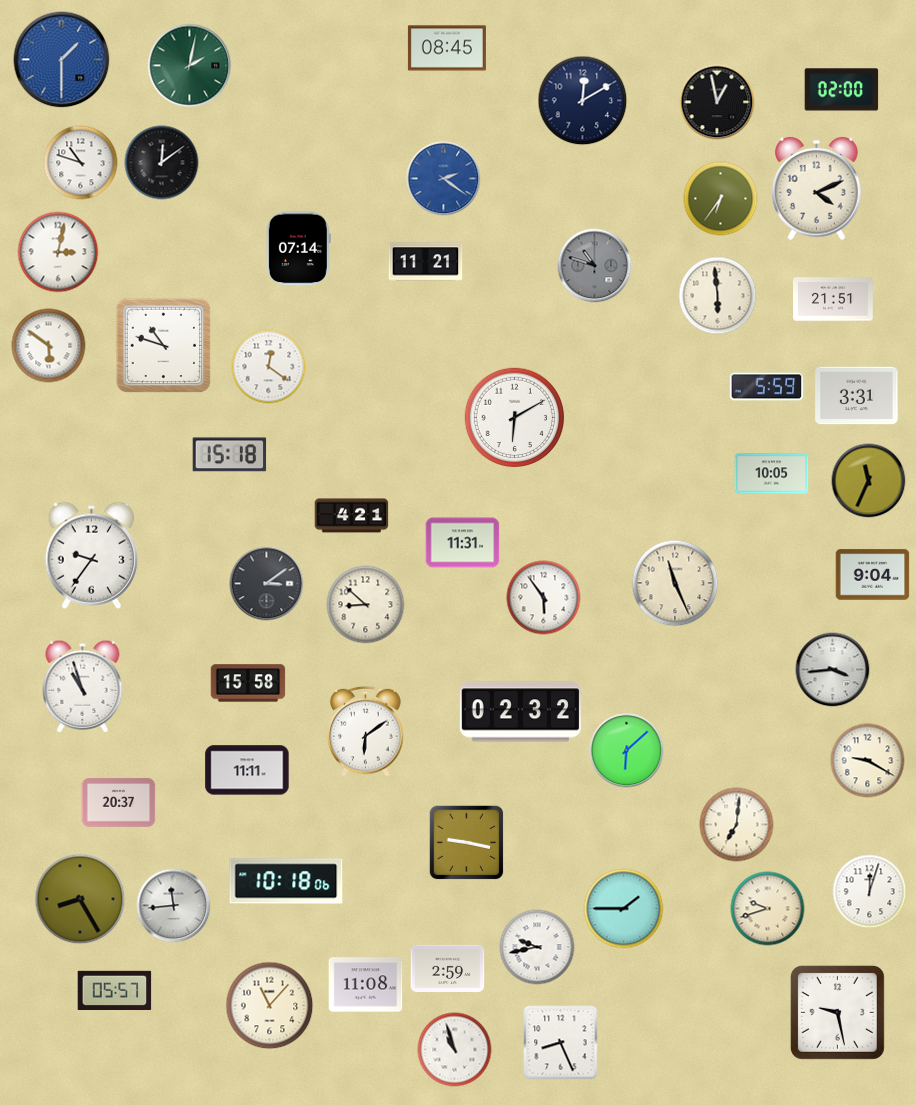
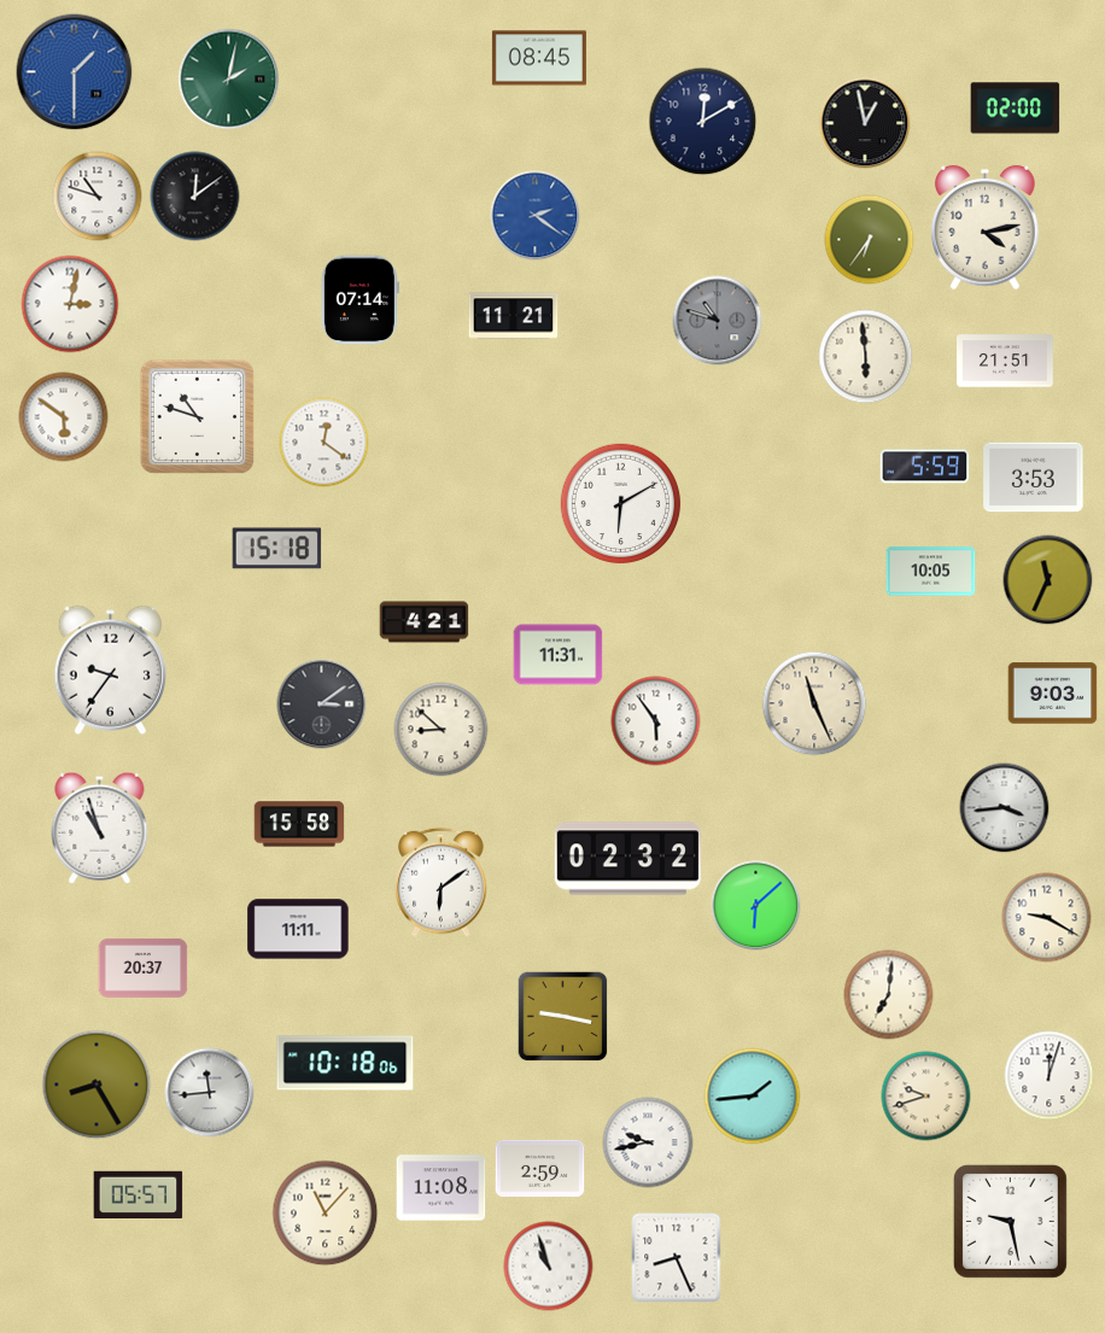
clock at (817, 189): 4:11 -> 4:13
clock at (49, 346) position: (49, 346) -> (64, 417)
clock at (857, 396): 3:31 -> 3:53
clock at (873, 575): 9:04 -> 9:03
clock at (624, 909): 1:45 -> 1:44
